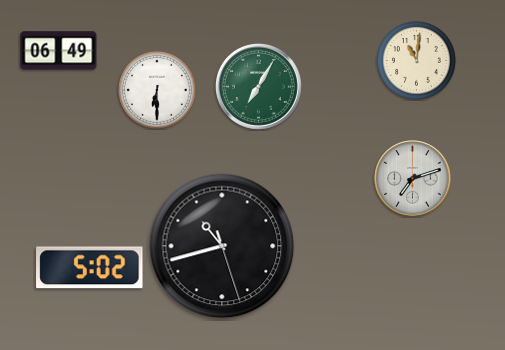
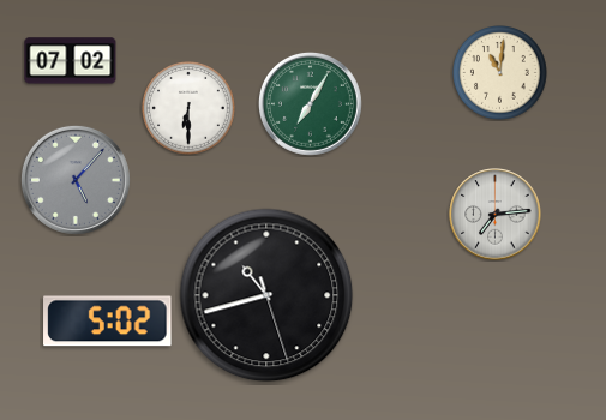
clock at (59, 51): 06:49 -> 07:02
clock at (76, 180): none -> 5:07
clock at (413, 179): 7:12 -> 7:14
